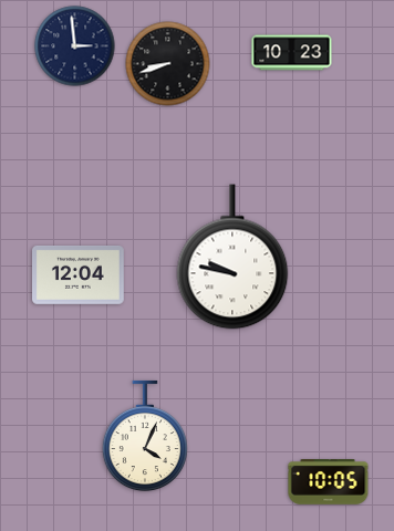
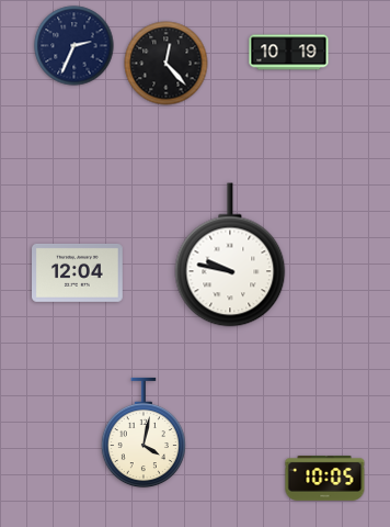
clock at (75, 46): 2:59 -> 2:34
clock at (292, 53): 10:23 -> 10:19
clock at (168, 64): 8:42 -> 12:23
clock at (145, 436): 4:04 -> 4:02
